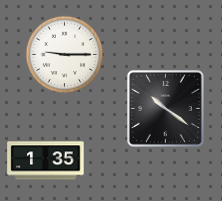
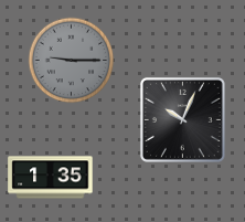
clock at (64, 54) dial: white -> grey
clock at (165, 108): 10:21 -> 10:04
